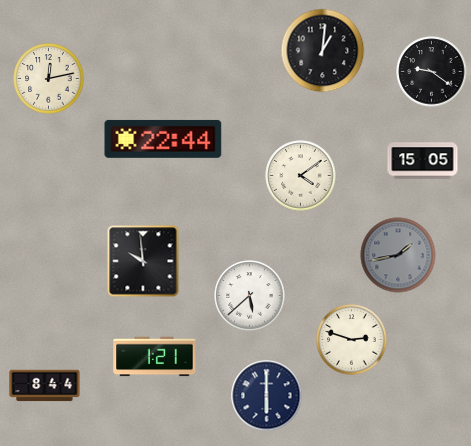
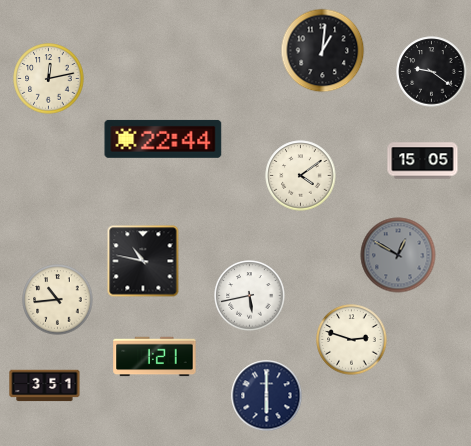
clock at (398, 255): 1:43 -> 12:50
clock at (143, 261): 9:59 -> 10:47
clock at (250, 296): 5:38 -> 5:43
clock at (58, 300): none -> 10:44
clock at (45, 386): 8:44 -> 3:51
